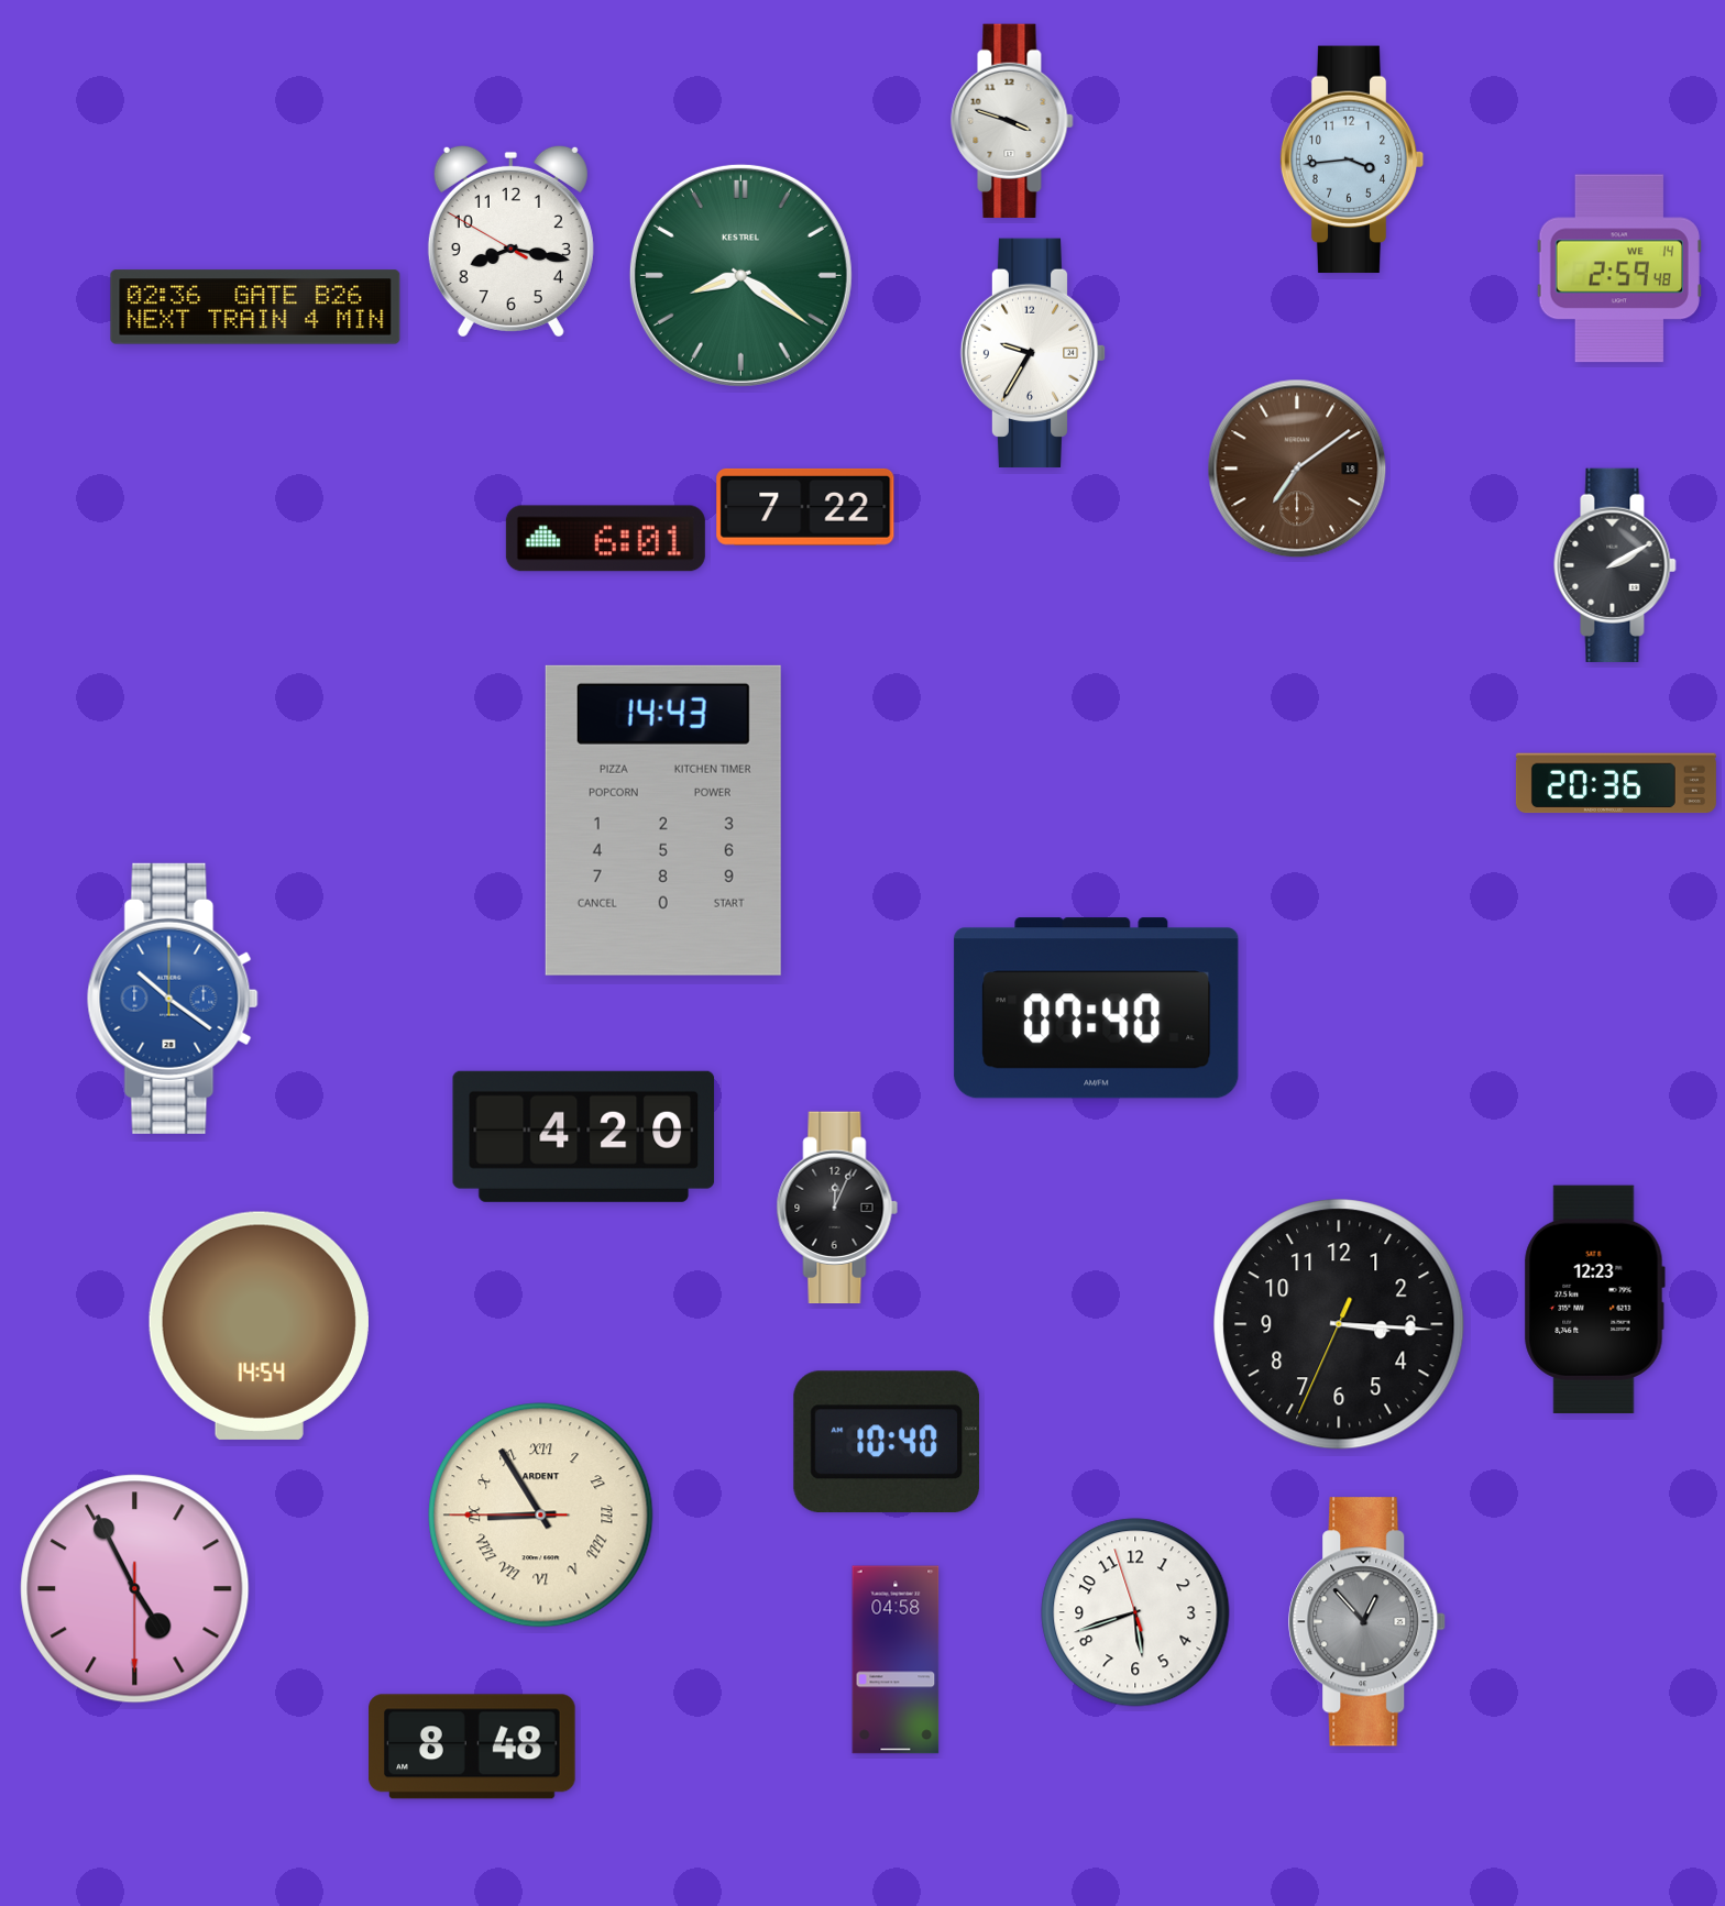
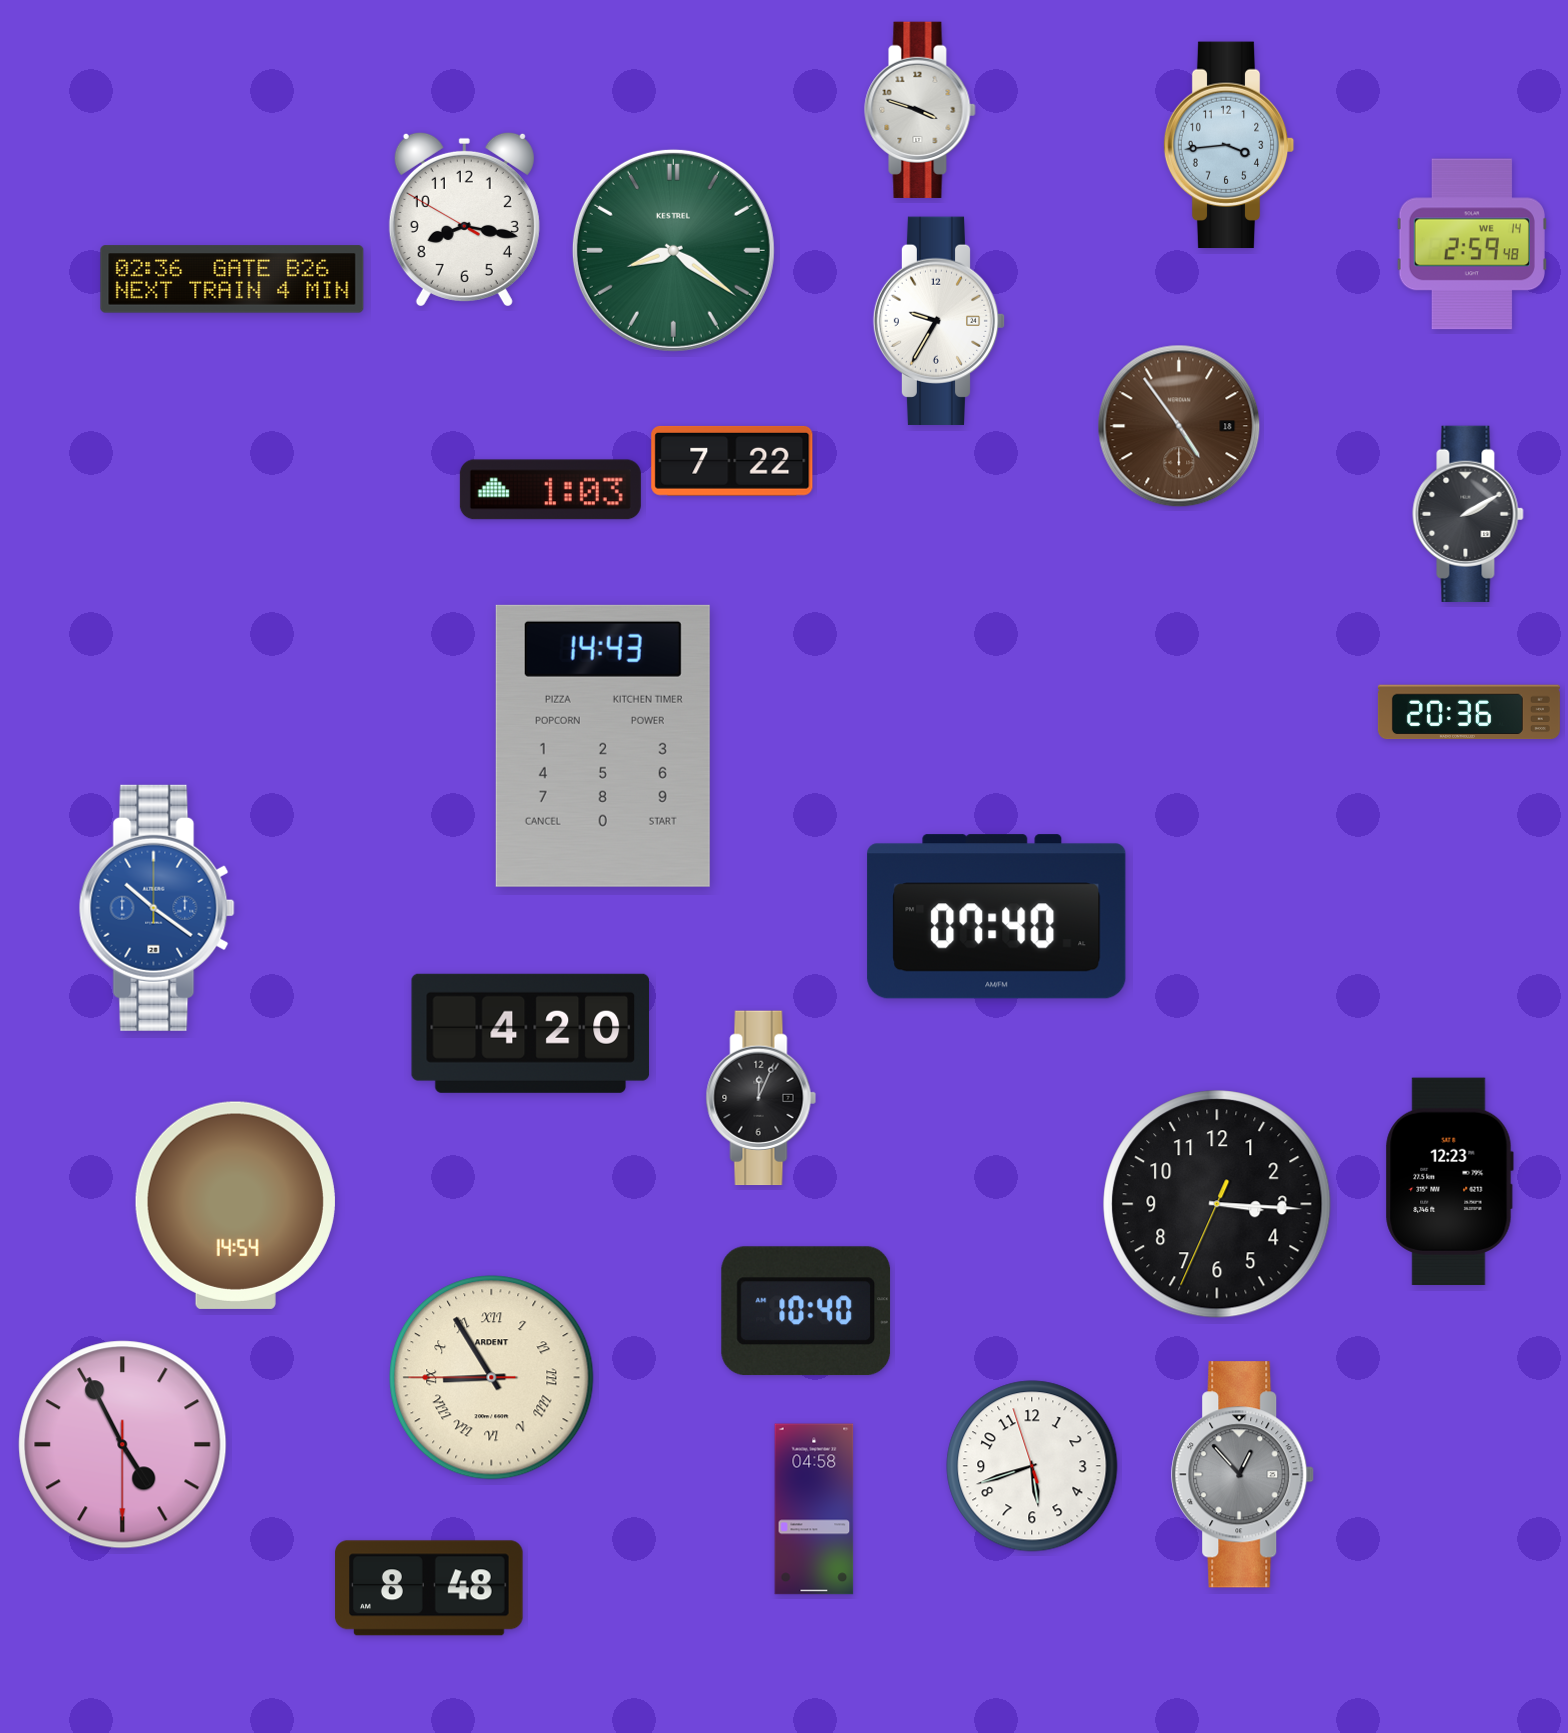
clock at (1297, 469): 7:09 -> 4:54
clock at (605, 539): 6:01 -> 1:03
